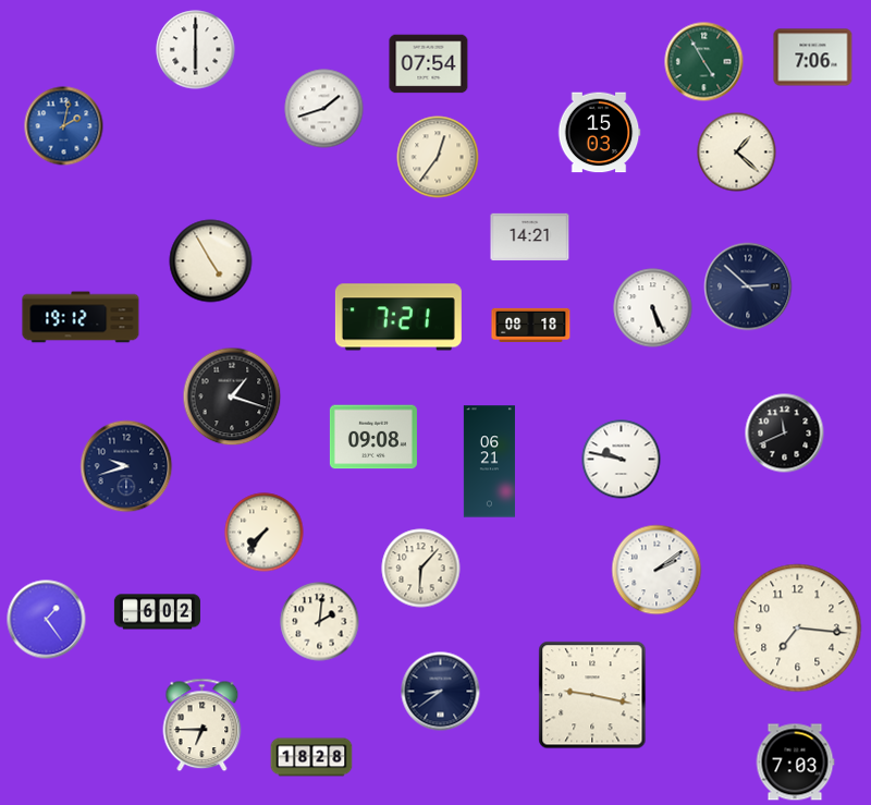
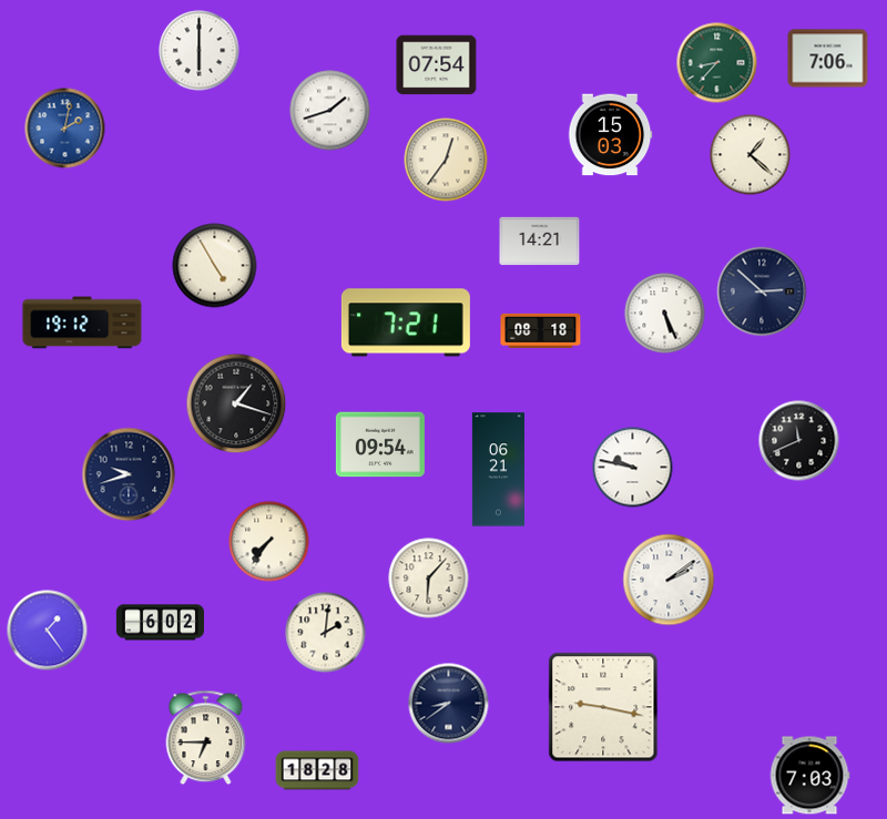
clock at (704, 62): 4:55 -> 8:37
clock at (373, 437): 09:08 -> 09:54
clock at (798, 629): 7:16 -> none
